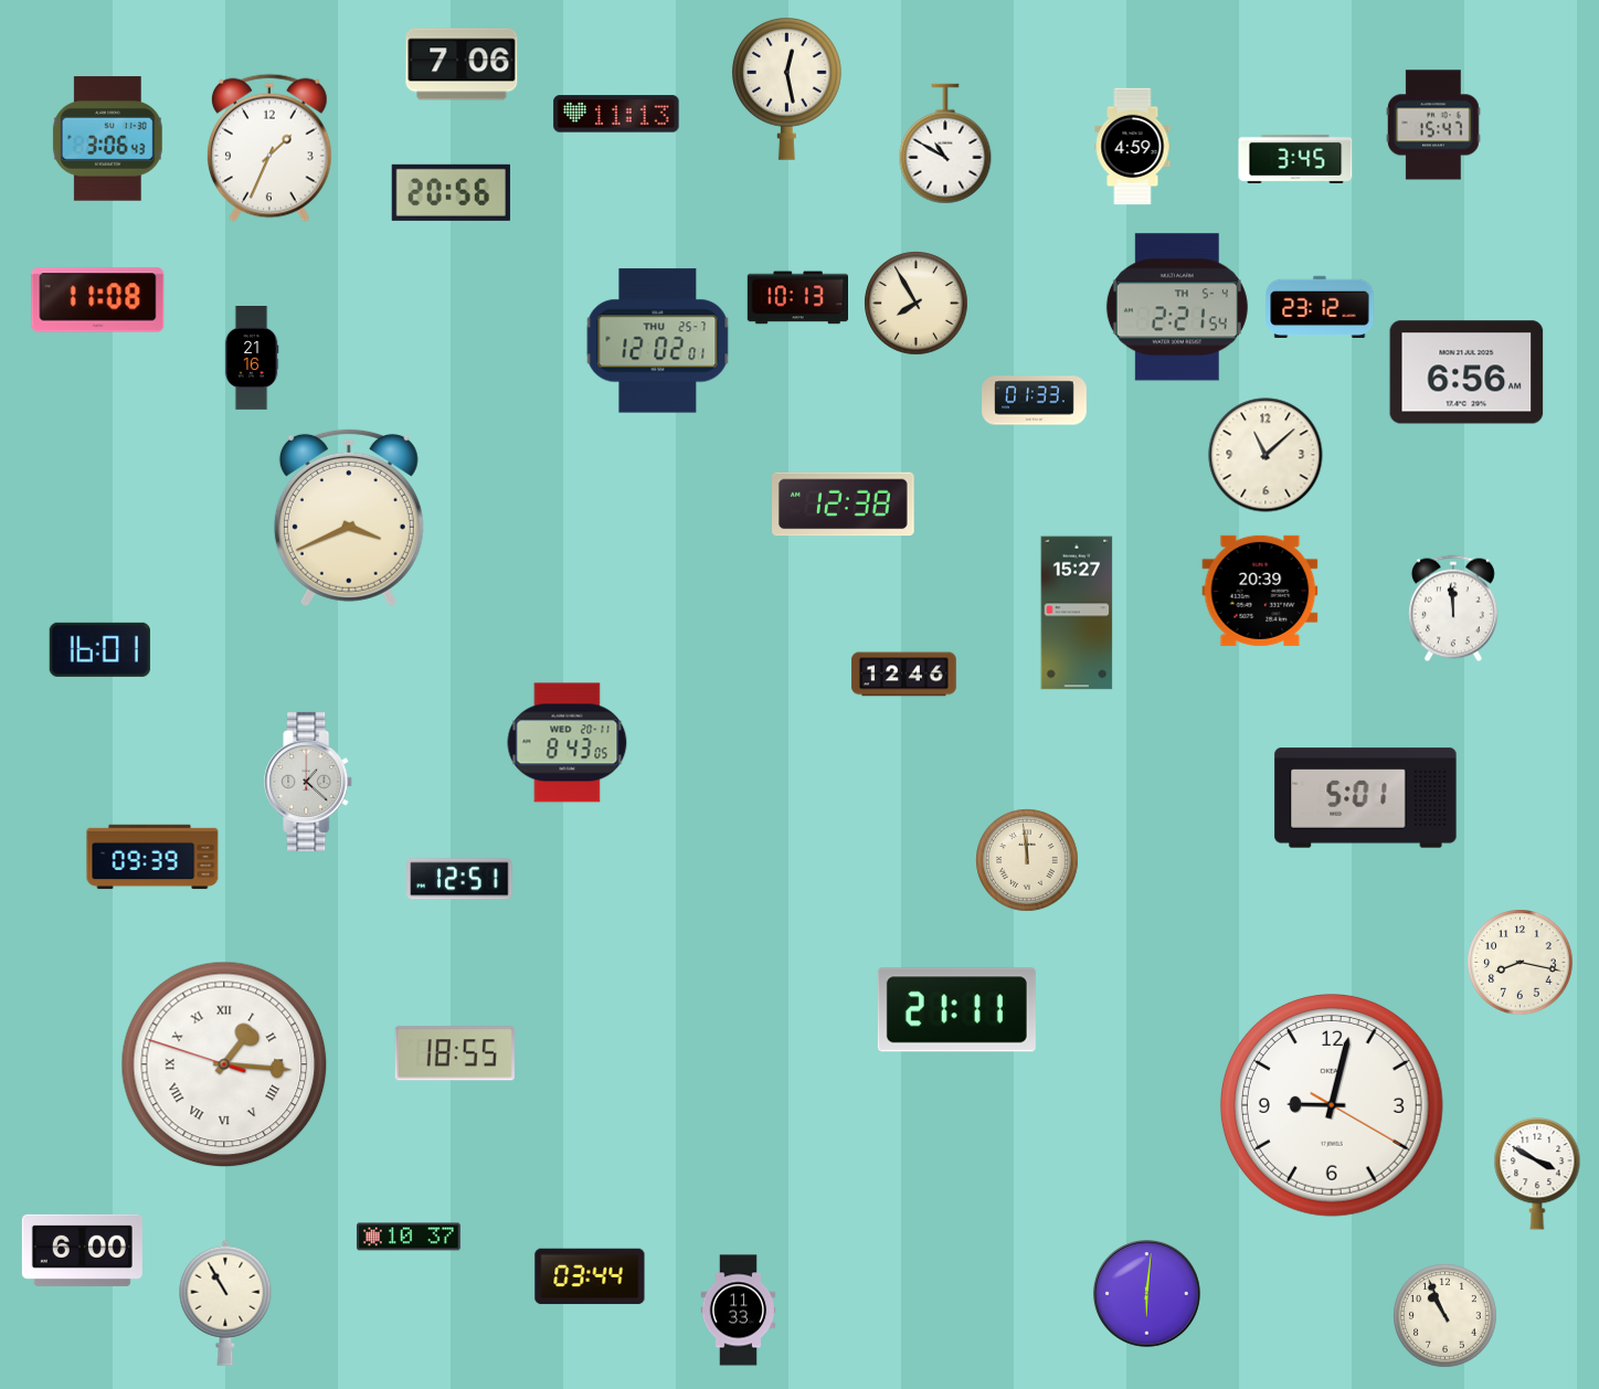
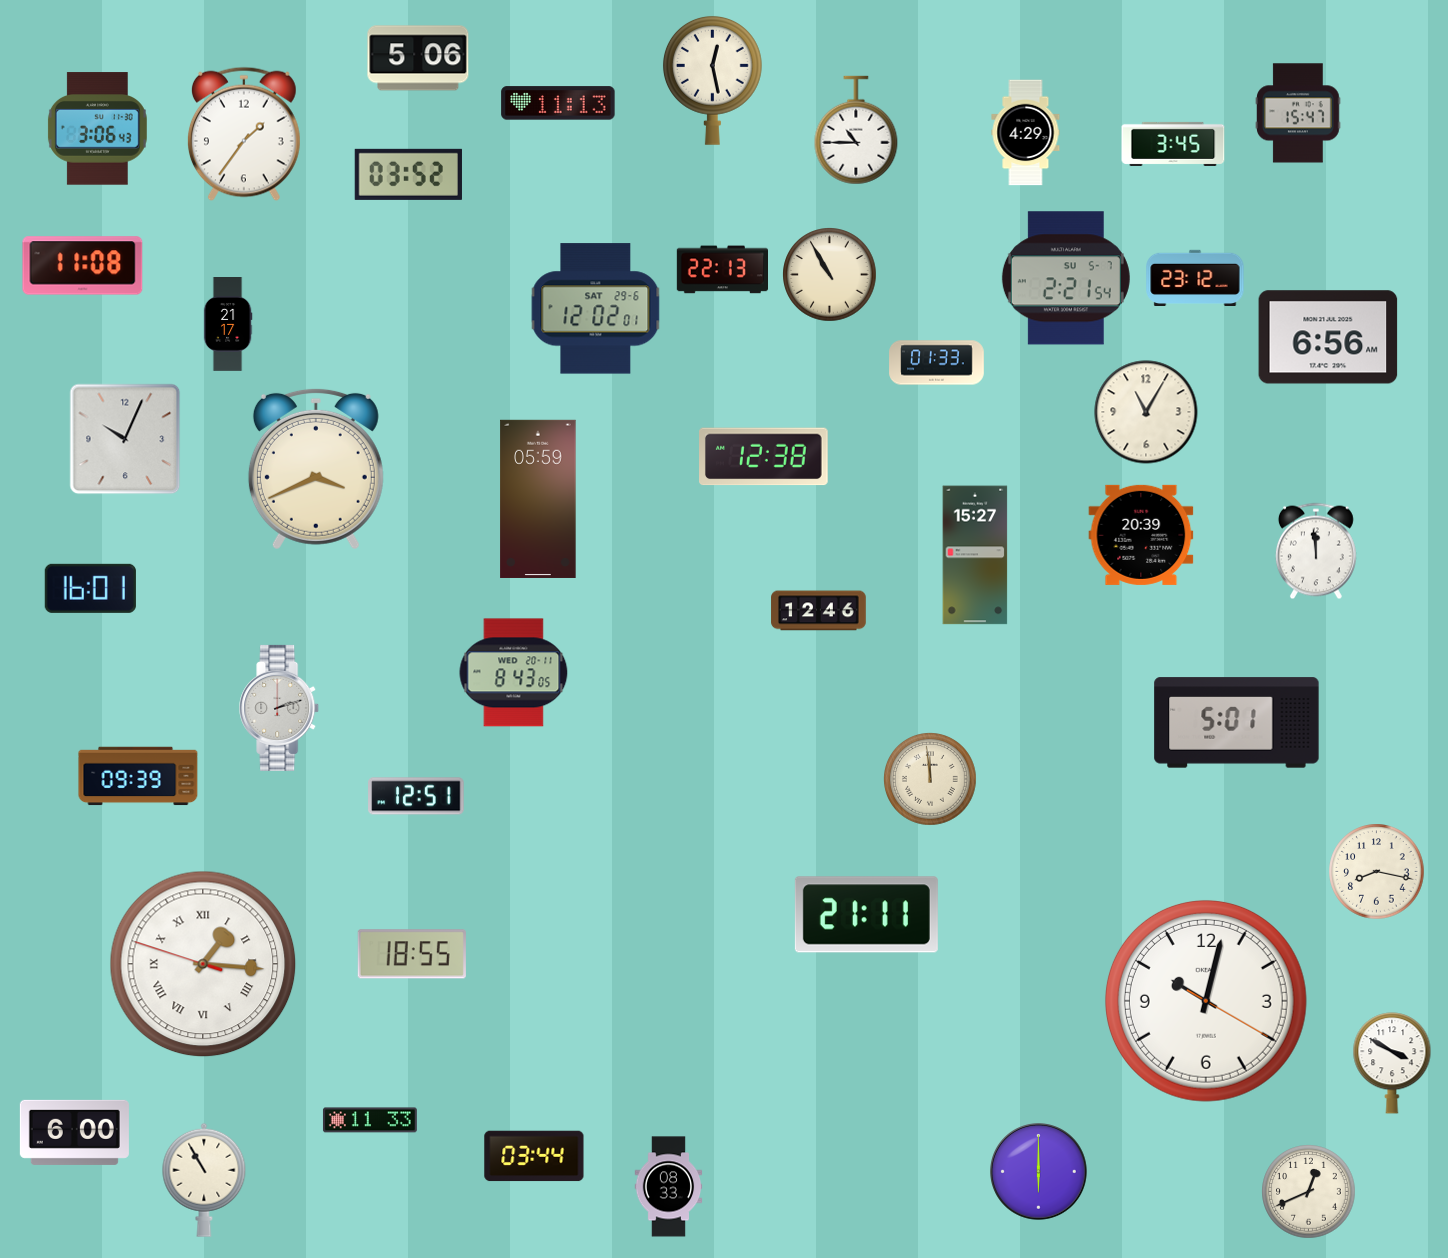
clock at (462, 64): 7:06 -> 5:06
clock at (107, 139) position: (107, 139) -> (97, 129)
clock at (945, 144): 10:50 -> 10:45
clock at (1133, 147): 4:59 -> 4:29
clock at (269, 148): 1:34 -> 1:36
clock at (451, 192): 20:56 -> 03:52
clock at (797, 298): 10:13 -> 22:13
clock at (98, 300) position: (98, 300) -> (83, 266)
clock at (917, 304): 7:55 -> 10:55
clock at (1177, 307) date: TH 5-4 -> SU 5-7
clock at (658, 341) date: THU 25-7 -> SAT 29-6
clock at (252, 359): 21:16 -> 21:17
clock at (1266, 455): 11:08 -> 11:05
clock at (125, 439): none -> 10:04
clock at (538, 499): none -> 05:59
clock at (309, 782): 1:22 -> 2:12
clock at (1332, 1105): 9:02 -> 10:02
clock at (409, 1237): 10:37 -> 11:33
clock at (1147, 1294): 6:01 -> 6:00
clock at (739, 1311): 11:33 -> 08:33
clock at (1446, 1316): 10:56 -> 12:41
